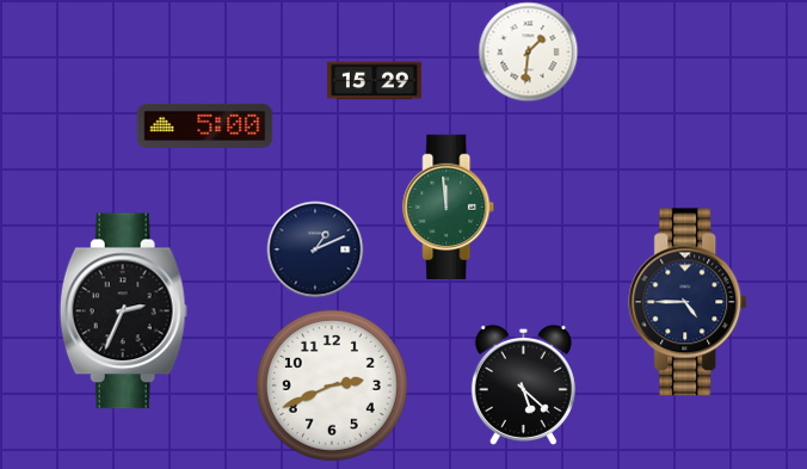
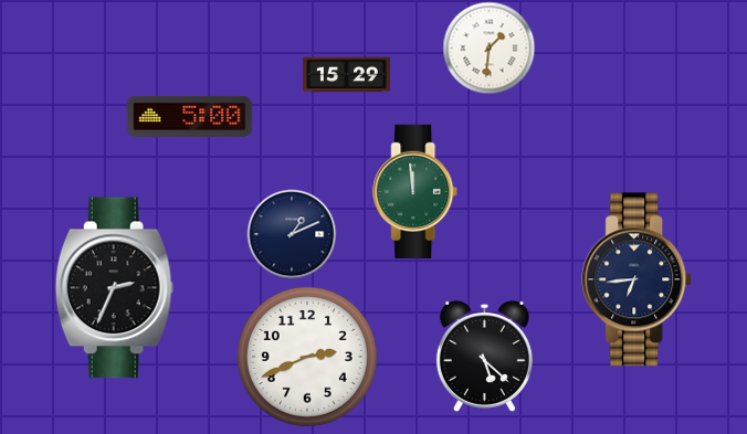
clock at (315, 249) position: (315, 249) -> (292, 234)
clock at (689, 302): 4:45 -> 6:44
